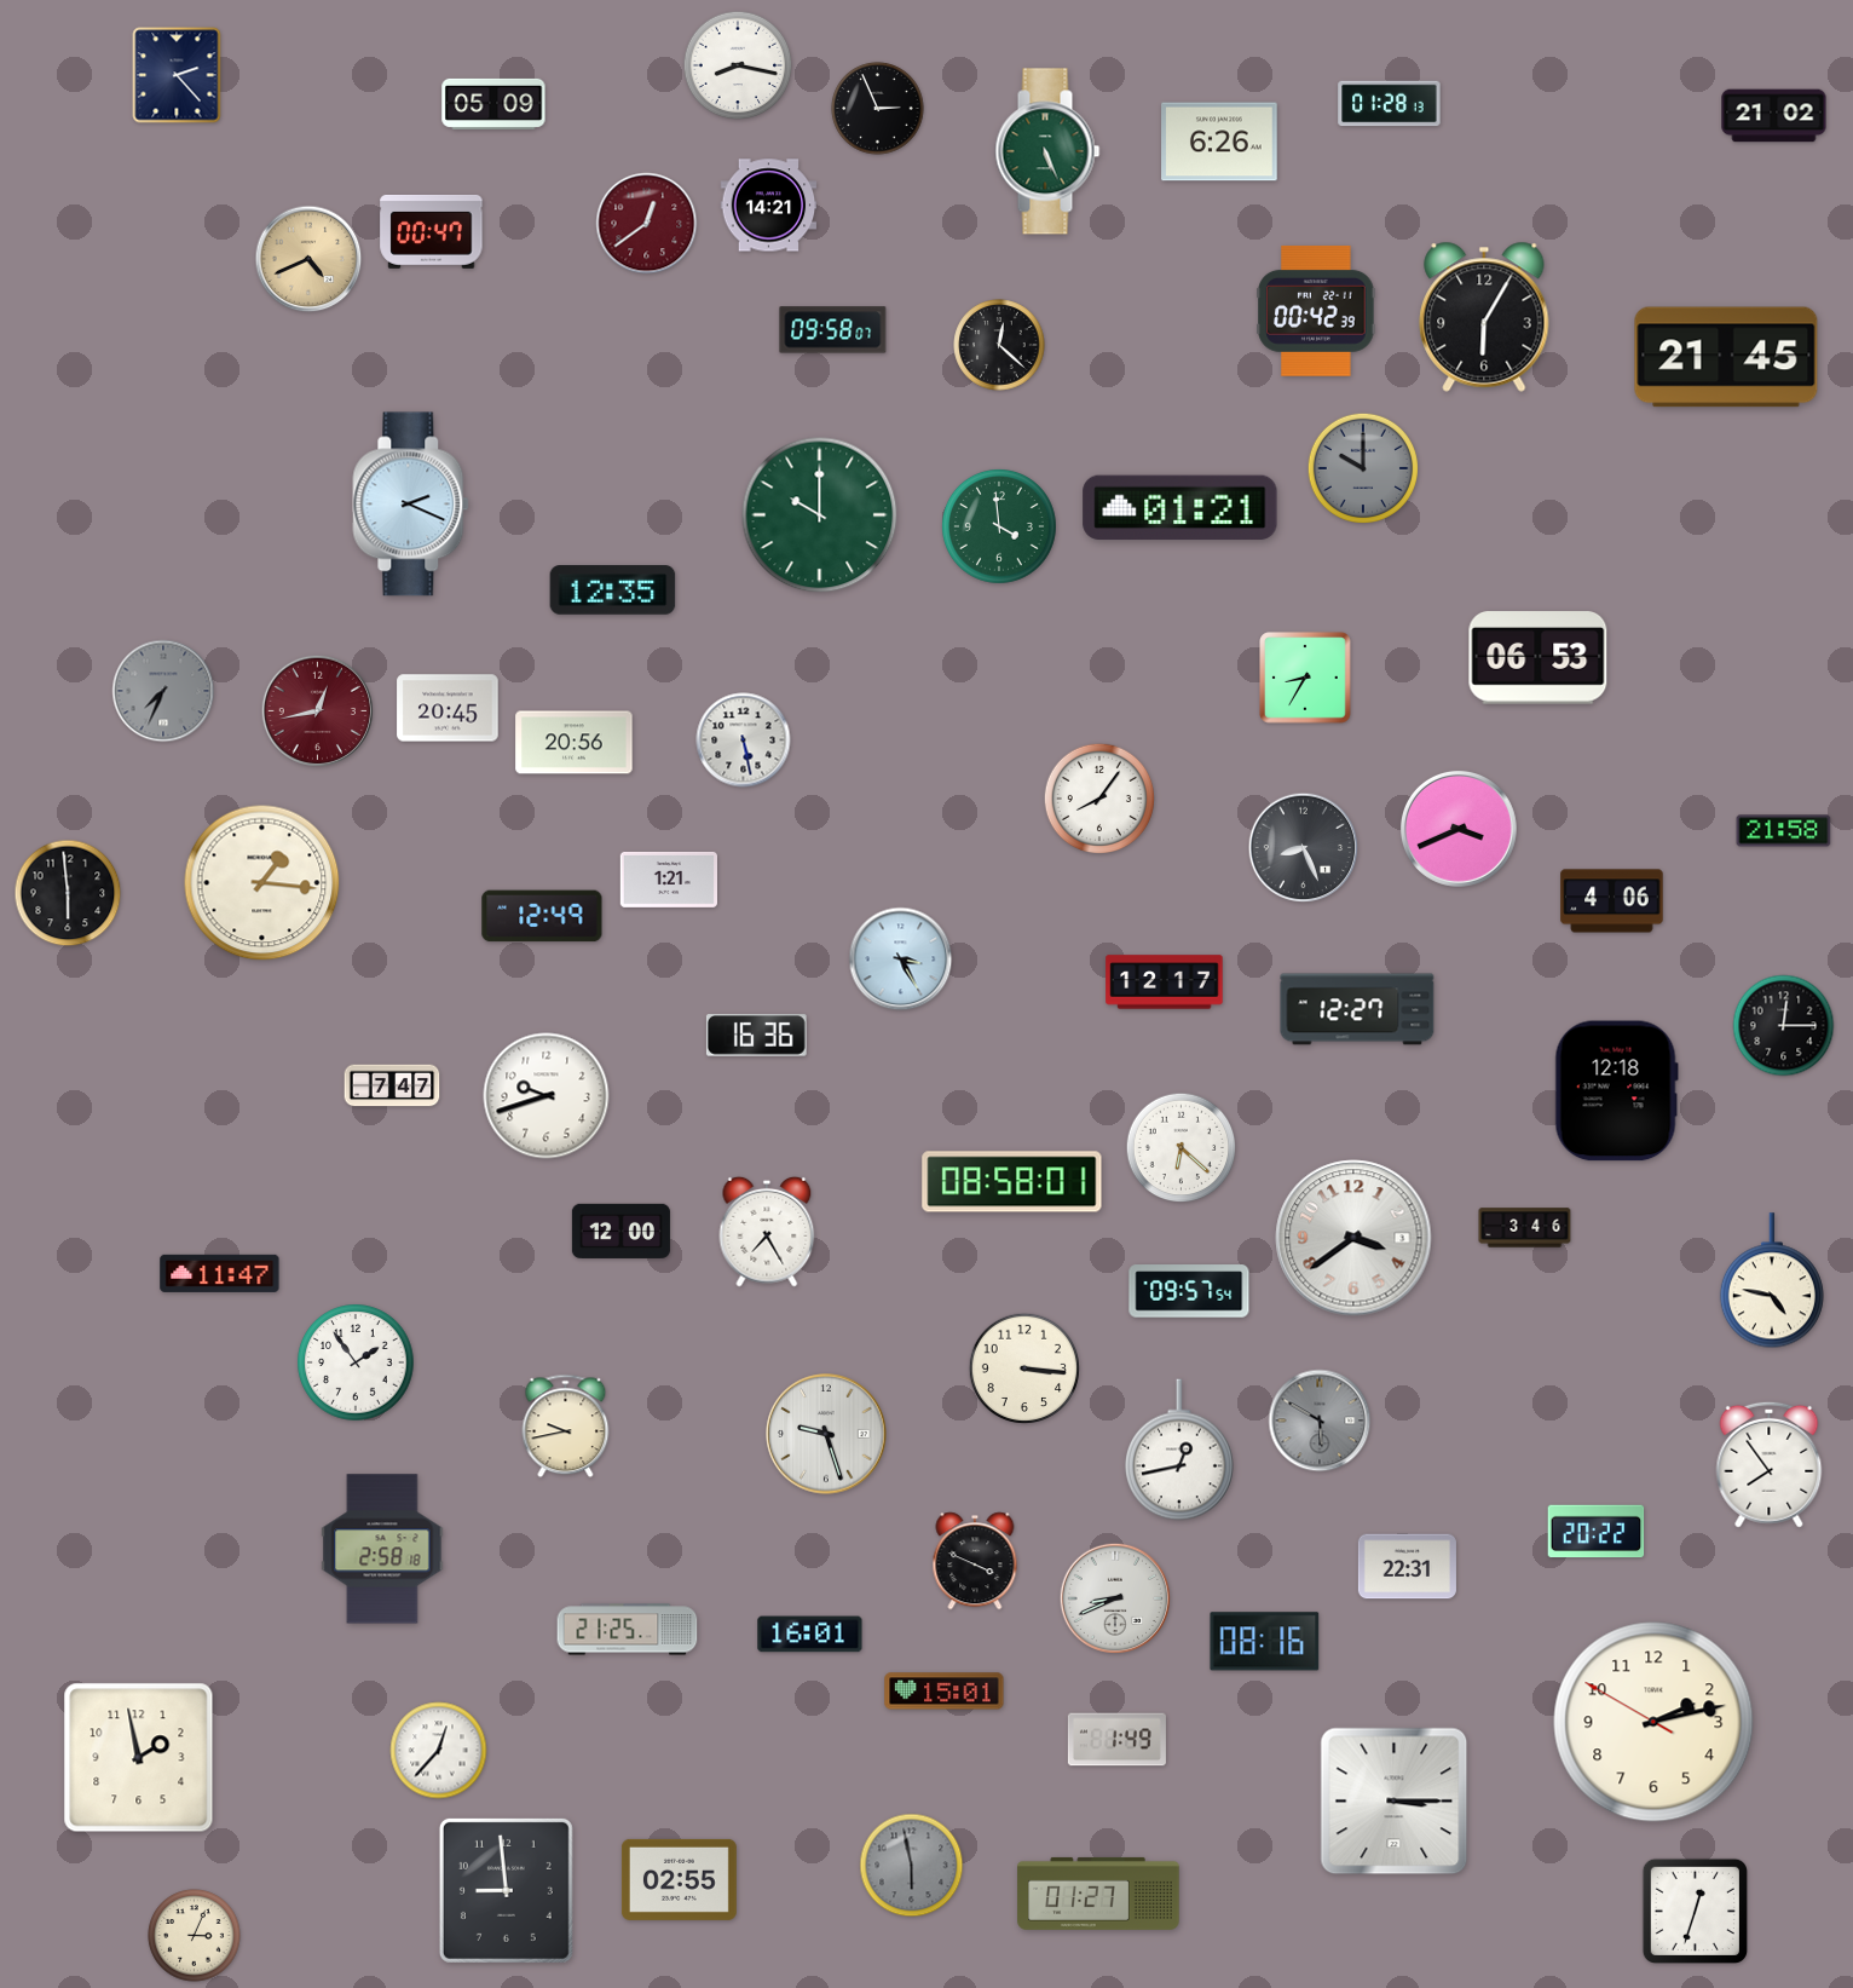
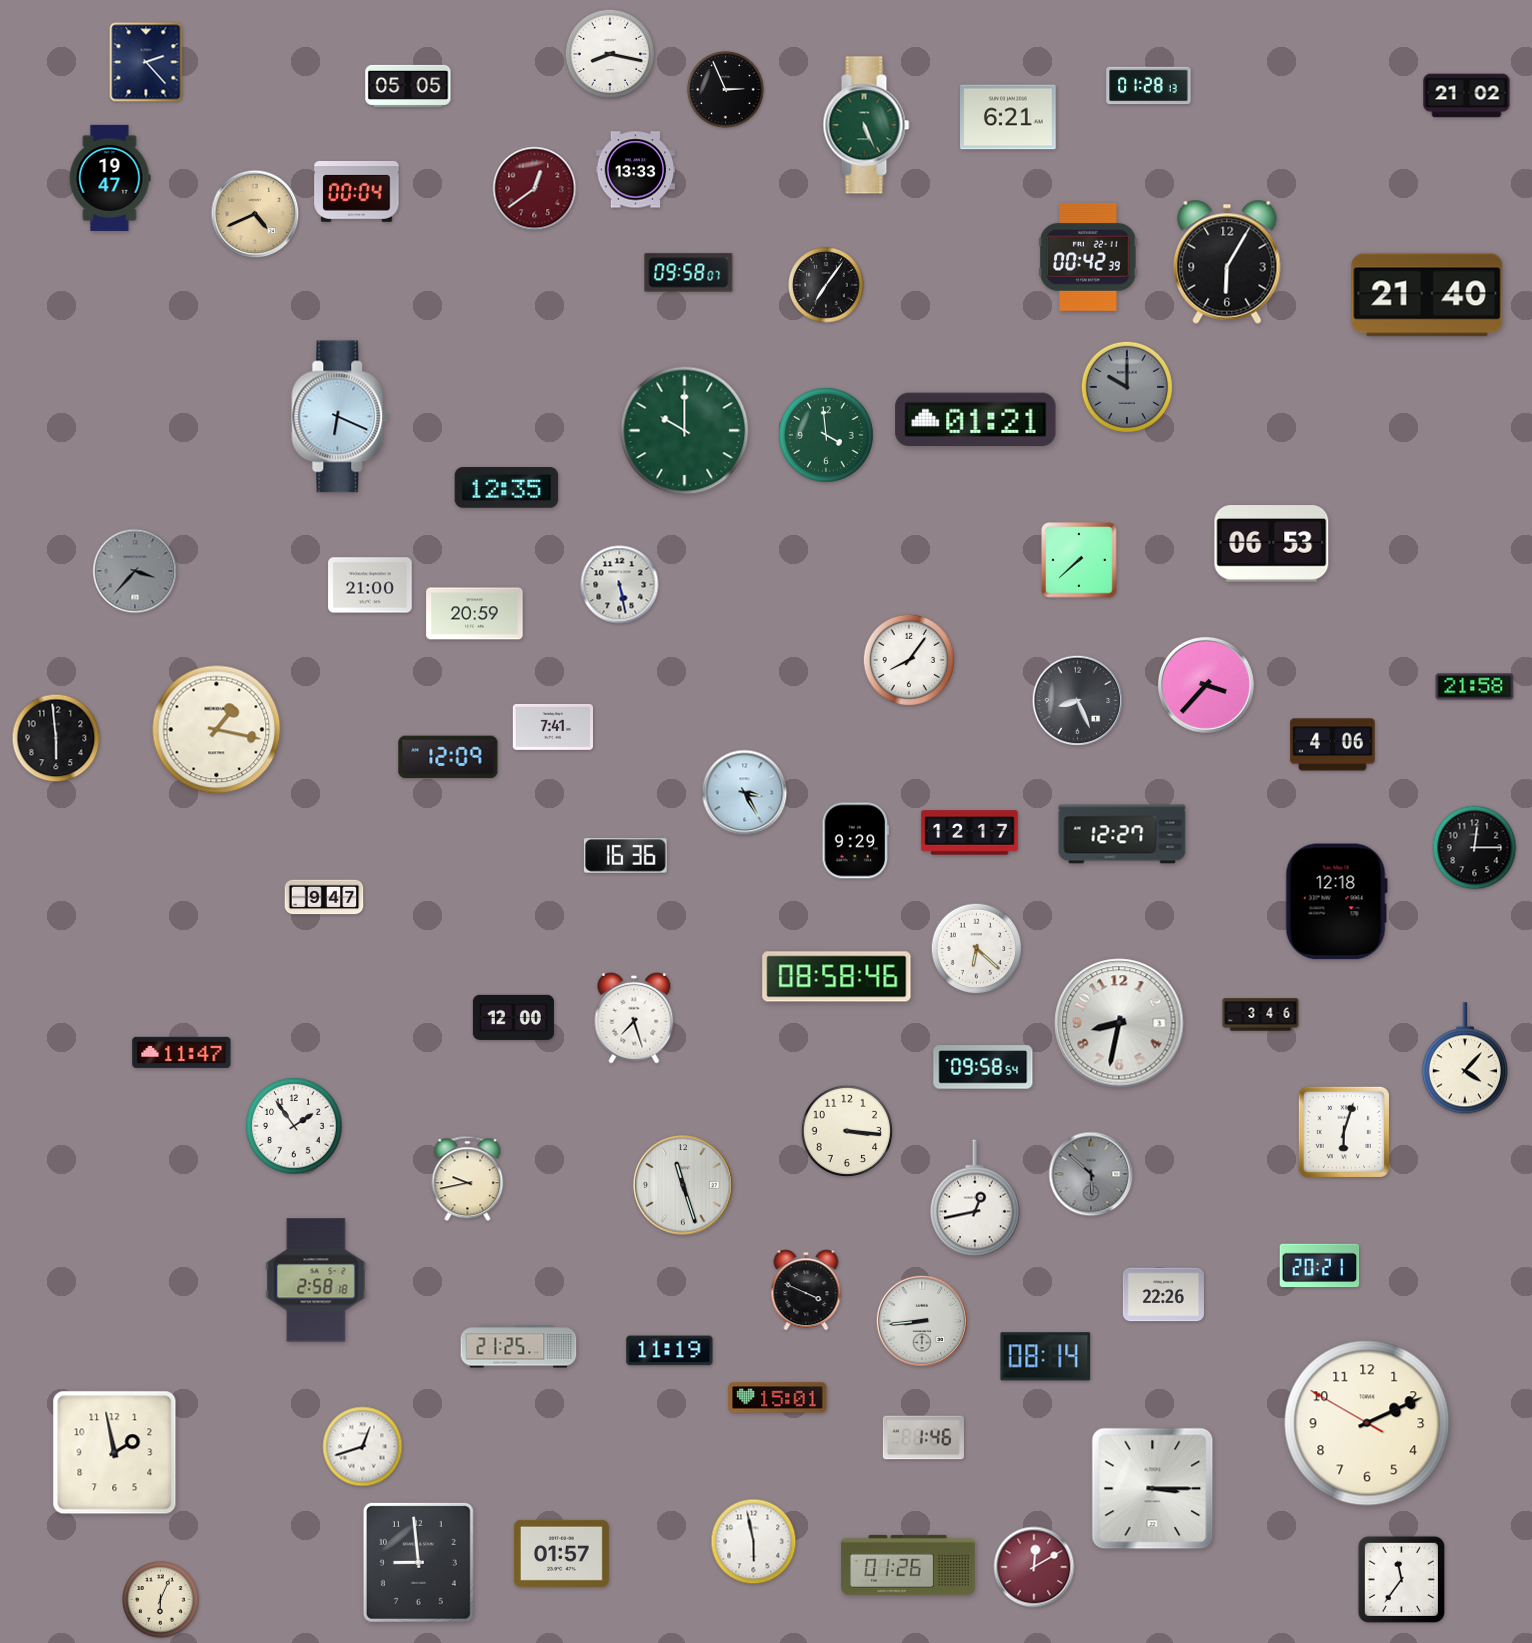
clock at (493, 104): 05:09 -> 05:05
clock at (1219, 142): 6:26 -> 6:21
clock at (769, 206): 14:21 -> 13:33
clock at (110, 178): none -> 19:47
clock at (647, 224) position: (647, 224) -> (535, 189)
clock at (432, 231): 00:47 -> 00:04
clock at (999, 345): 12:22 -> 7:06
clock at (1726, 357): 21:45 -> 21:40
clock at (411, 505): 2:19 -> 6:19
clock at (820, 515) position: (820, 515) -> (685, 431)
clock at (1305, 678): 8:35 -> 7:38
clock at (163, 691): 7:34 -> 3:37
clock at (448, 708): 20:45 -> 21:00
clock at (317, 710): 12:43 -> none
clock at (744, 741) position: (744, 741) -> (620, 585)
clock at (575, 743): 20:56 -> 20:59
clock at (1459, 829): 3:41 -> 3:37
clock at (668, 880): 1:21 -> 7:41
clock at (262, 883): 1:16 -> 1:17
clock at (542, 916): 12:49 -> 12:09
clock at (1165, 983) position: (1165, 983) -> (970, 833)
clock at (856, 841): none -> 9:29
clock at (392, 1085): 7:47 -> 9:47
clock at (547, 1096): 9:42 -> none
clock at (1012, 1182): 08:58:01 -> 08:58:46
clock at (767, 1232): 7:25 -> 7:27
clock at (1353, 1238): 3:39 -> 8:32
clock at (1772, 1281): 4:47 -> 4:07
clock at (1189, 1291): 09:57 -> 09:58
clock at (1344, 1132): none -> 6:03
clock at (1320, 1421): 5:50 -> 5:52
clock at (826, 1434): 9:27 -> 11:27
clock at (1770, 1464): 7:54 -> none
clock at (1597, 1532): 20:22 -> 20:21
clock at (1407, 1567): 22:31 -> 22:26
clock at (1114, 1597): 8:41 -> 8:44
clock at (810, 1635): 16:01 -> 11:19
clock at (1265, 1642): 08:16 -> 08:14
clock at (945, 1692) position: (945, 1692) -> (778, 1398)
clock at (1653, 1722): 2:12 -> 2:10
clock at (1116, 1740): 1:49 -> 1:46
clock at (439, 1751): 12:37 -> 12:42
clock at (912, 1866) dial: grey -> white
clock at (679, 1879): 02:55 -> 01:57
clock at (1098, 1894): 01:27 -> 01:26
clock at (1034, 1567): none -> 12:10
clock at (1695, 1911): 12:33 -> 11:36
clock at (195, 1936): 3:04 -> 6:04
